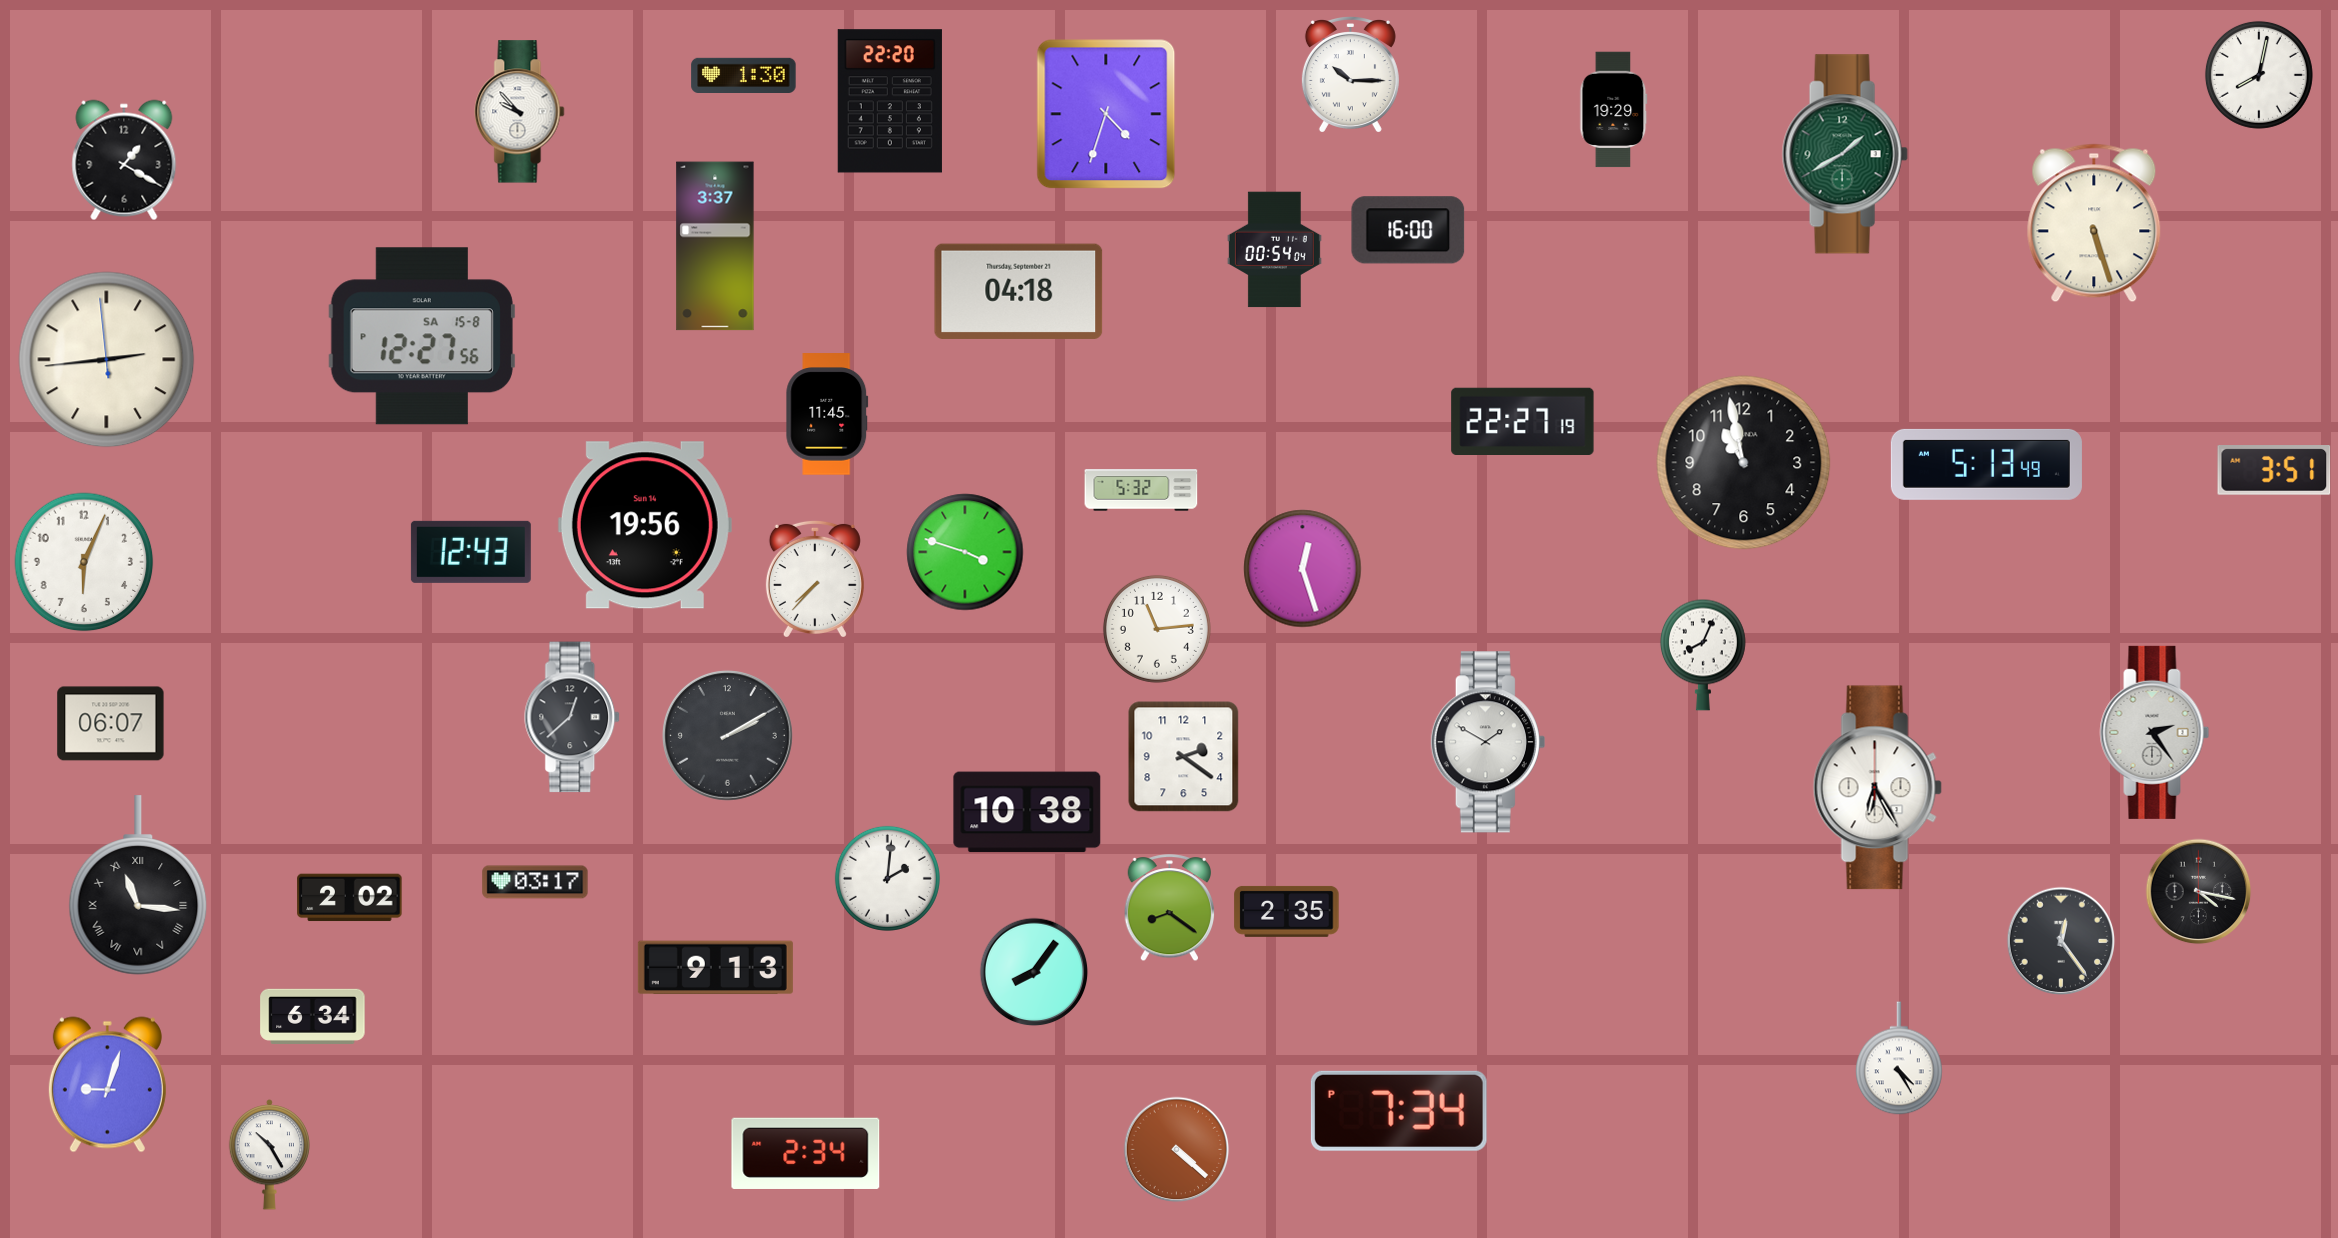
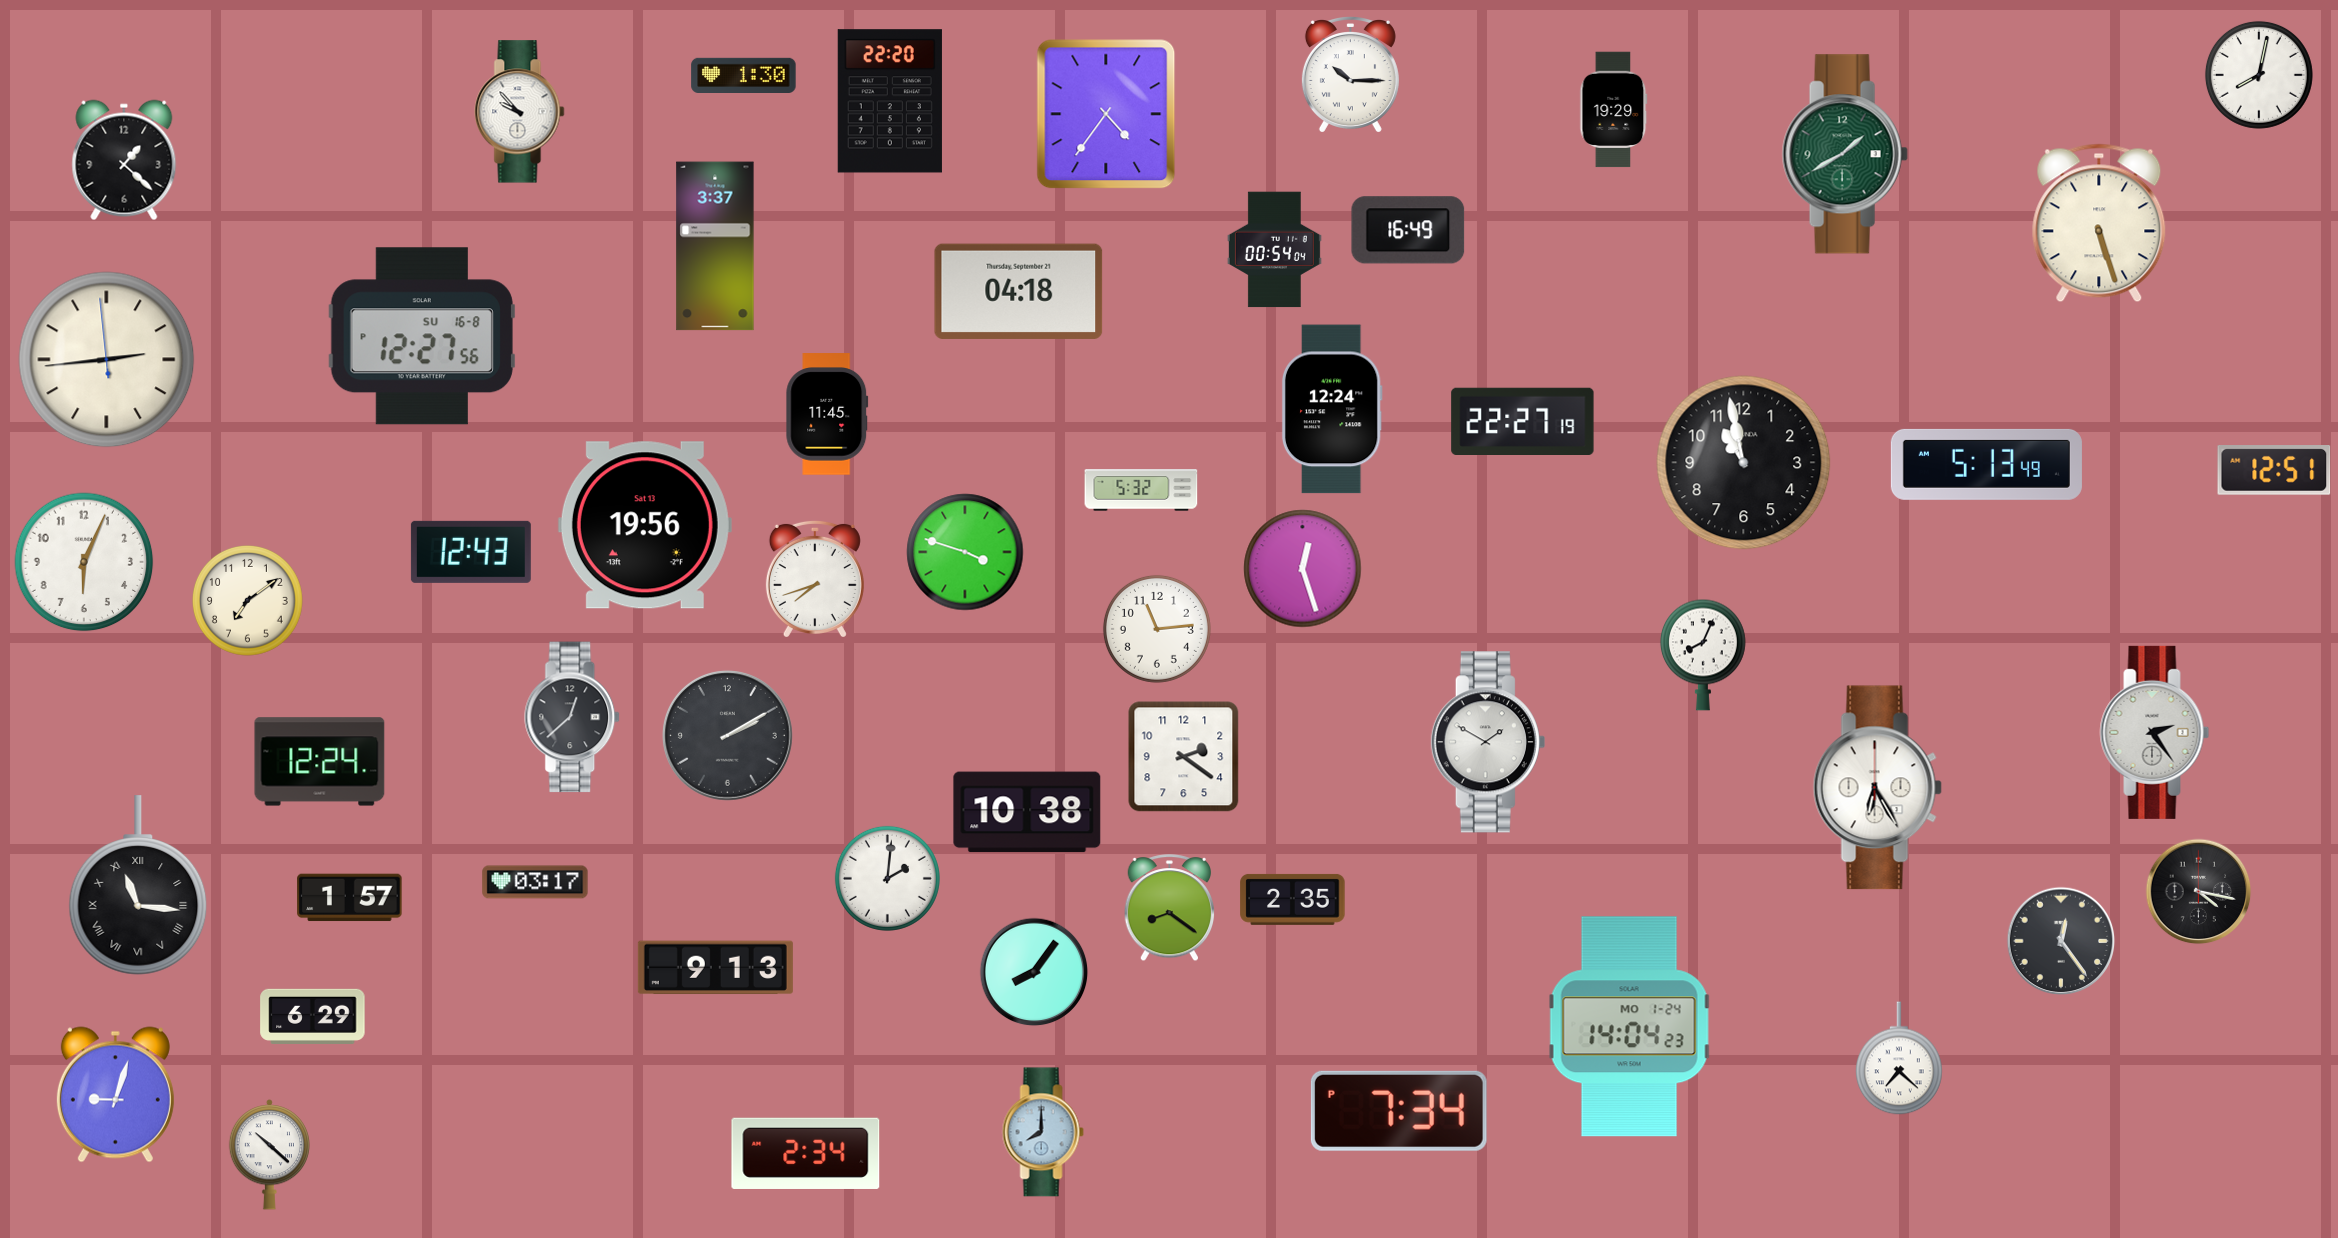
clock at (1106, 114): 4:33 -> 4:36
clock at (124, 160): 1:20 -> 1:22
clock at (2094, 223) position: (2094, 223) -> (2099, 223)
clock at (1408, 230): 16:00 -> 16:49
clock at (422, 336) date: SA 15-8 -> SU 16-8
clock at (1332, 409): none -> 12:24
clock at (2274, 471): 3:51 -> 12:51
clock at (645, 525) date: Sun 14 -> Sat 13
clock at (815, 578): 7:37 -> 7:42
clock at (248, 601): none -> 7:09
clock at (111, 724): 06:07 -> none
clock at (320, 762): none -> 12:24
clock at (350, 898): 2:02 -> 1:57
clock at (1287, 911) position: (1287, 911) -> (1293, 899)
clock at (313, 1016): 6:34 -> 6:29
clock at (1629, 1027): none -> 14:04
clock at (1900, 1058): 4:25 -> 7:22
clock at (107, 1085) position: (107, 1085) -> (115, 1095)
clock at (1043, 1132): none -> 8:00
clock at (1177, 1150): 4:22 -> none
clock at (269, 1155): 10:25 -> 10:22
